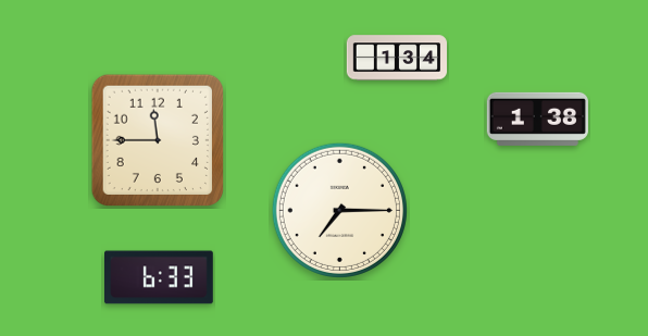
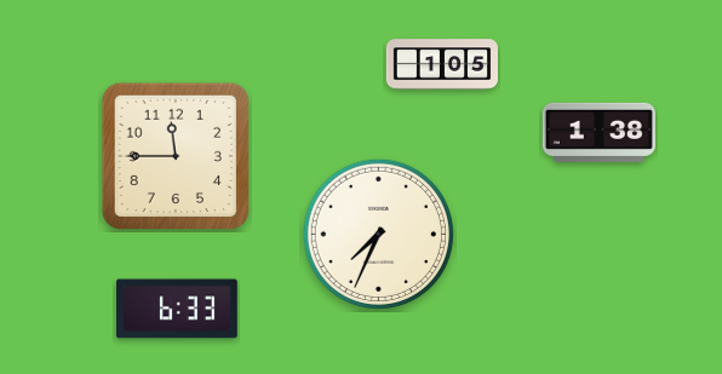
clock at (396, 58): 1:34 -> 1:05
clock at (339, 210): 7:15 -> 7:34
